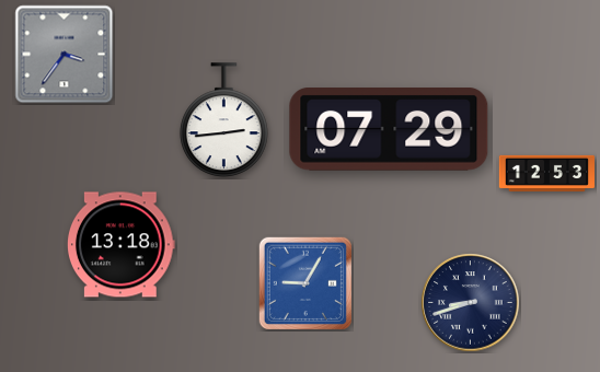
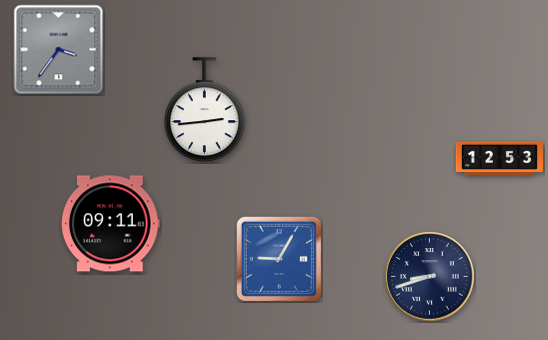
clock at (389, 130): 07:29 -> none
clock at (120, 245): 13:18 -> 09:11
